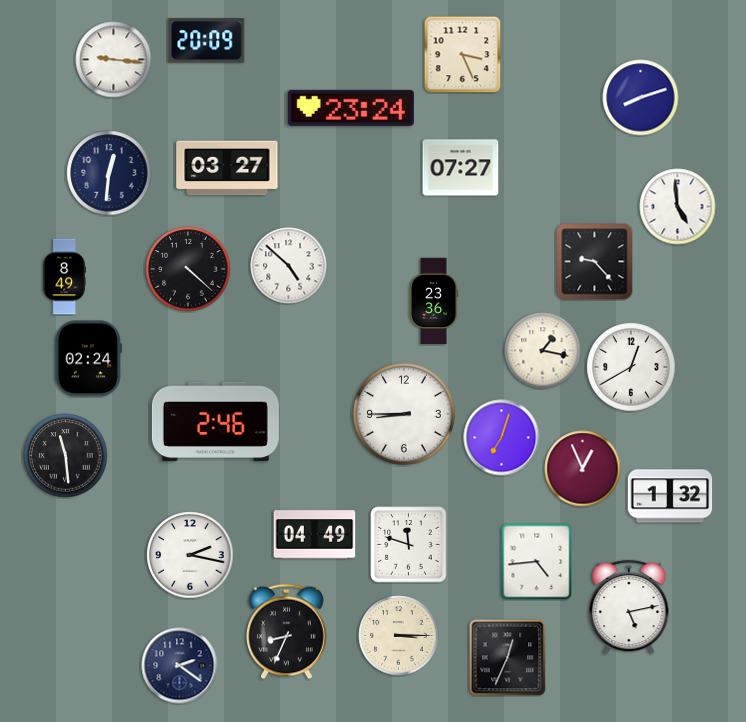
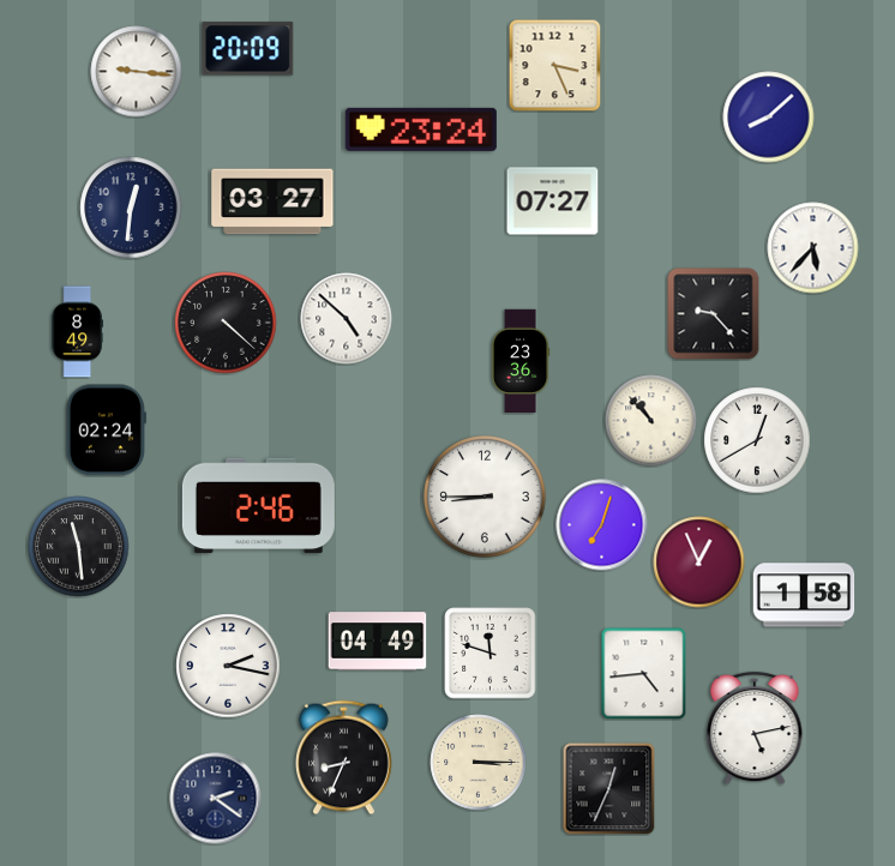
clock at (641, 98): 8:12 -> 8:08
clock at (678, 207): 4:59 -> 5:37
clock at (543, 351): 1:17 -> 10:53
clock at (670, 496): 1:32 -> 1:58
